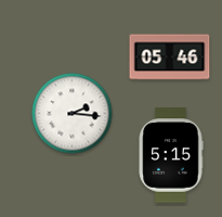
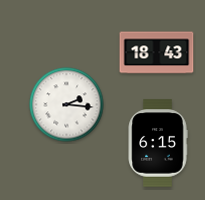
clock at (170, 58): 05:46 -> 18:43
clock at (171, 155): 5:15 -> 6:15
